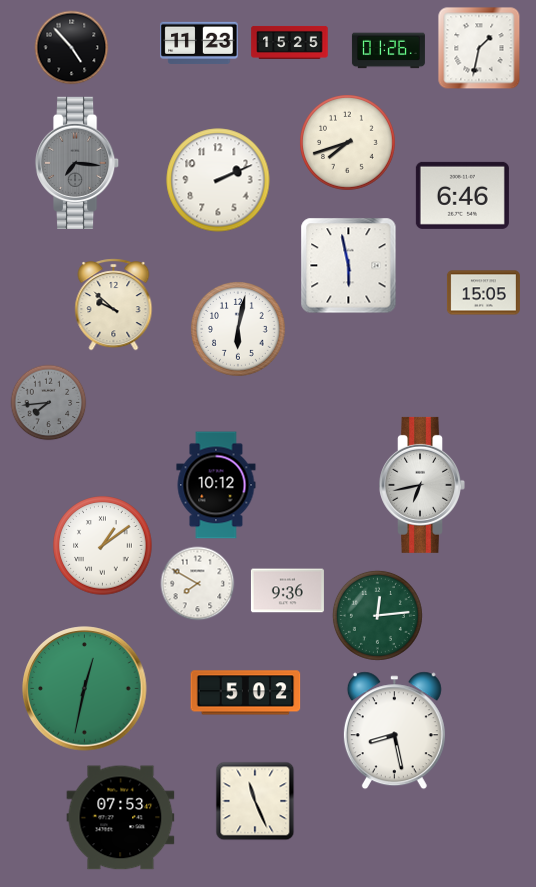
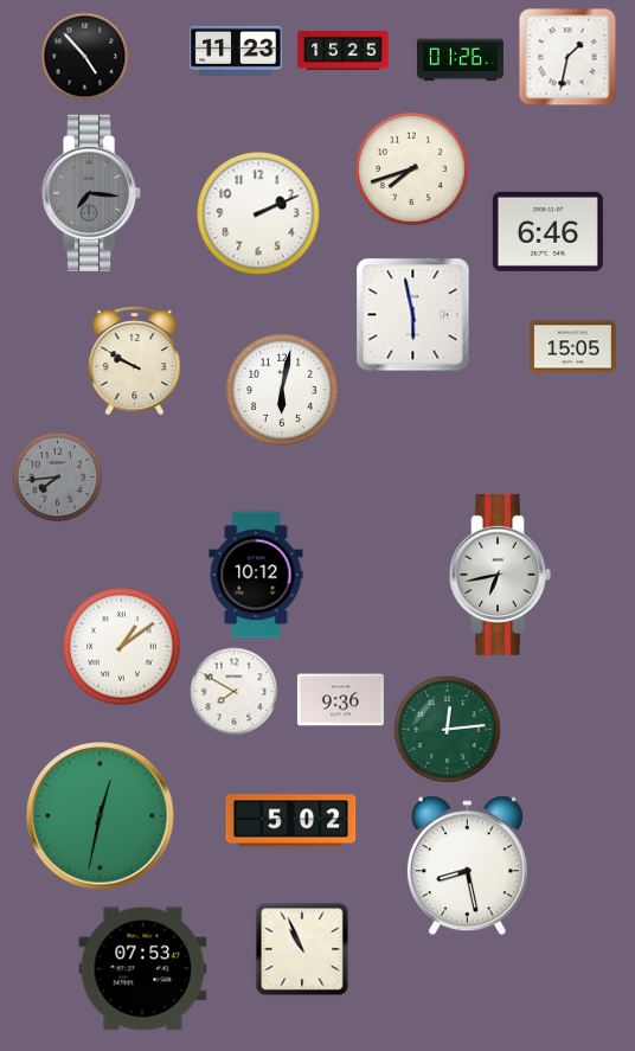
clock at (114, 305): 9:52 -> 9:50
clock at (255, 801): 11:26 -> 10:56
